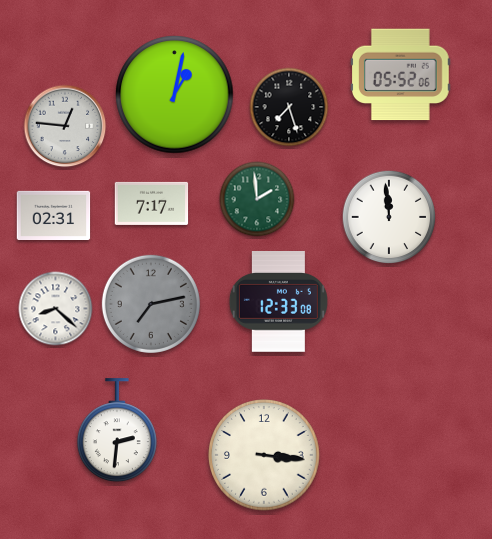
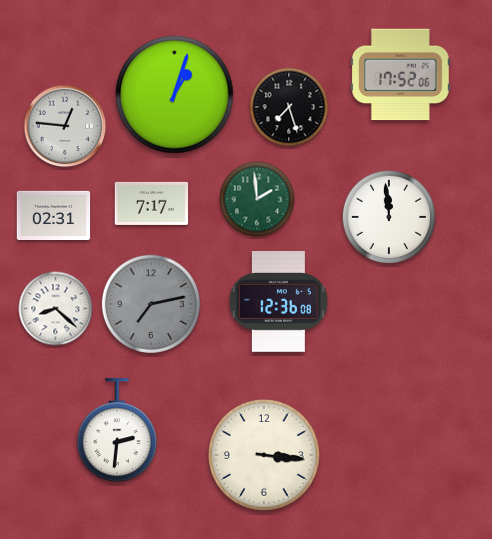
clock at (401, 75): 05:52 -> 17:52
clock at (175, 95): 1:02 -> 1:03
clock at (278, 302): 12:33 -> 12:36
